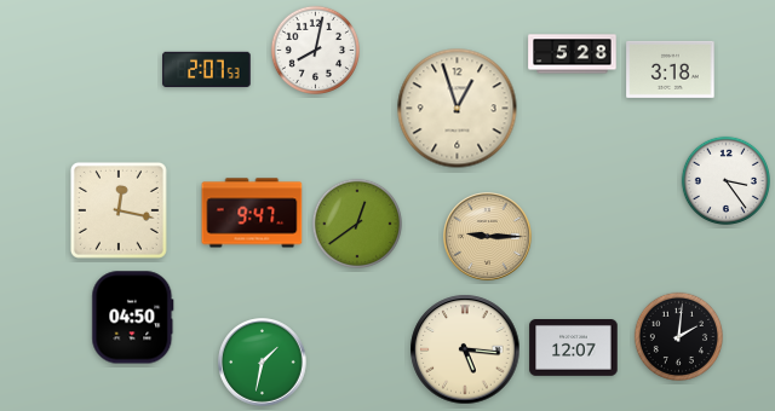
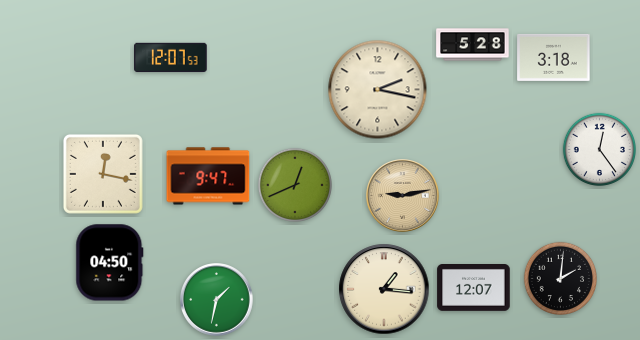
clock at (315, 50): 8:02 -> none
clock at (207, 70): 2:07 -> 12:07
clock at (458, 109): 12:57 -> 2:17
clock at (725, 180): 3:24 -> 12:24
clock at (119, 210) position: (119, 210) -> (103, 174)
clock at (357, 224): 12:39 -> 12:41
clock at (488, 237): 9:15 -> 9:13
clock at (465, 349): 5:16 -> 1:16
